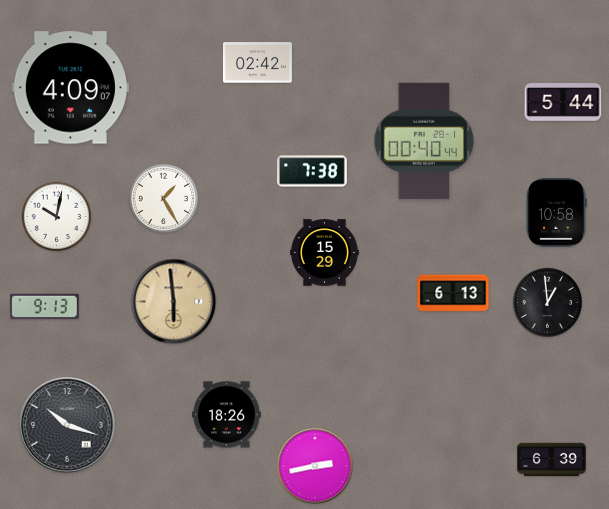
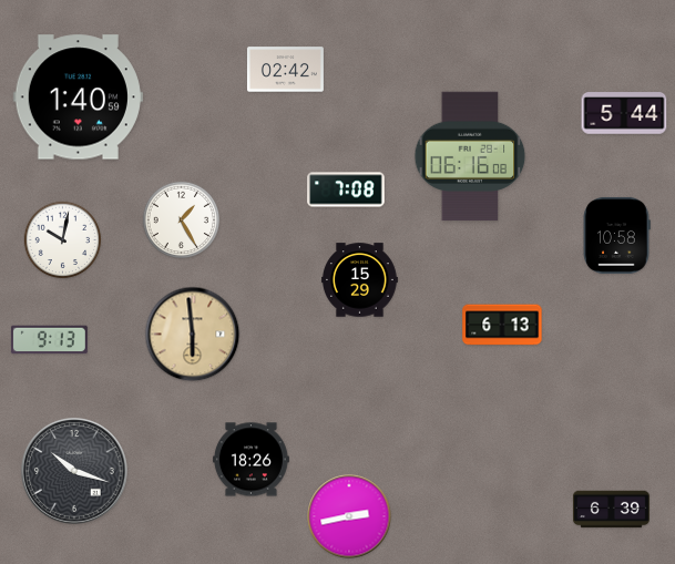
clock at (70, 88): 4:09 -> 1:40
clock at (424, 141): 00:40 -> 06:16
clock at (312, 171): 7:38 -> 7:08
clock at (548, 303): 12:59 -> none
